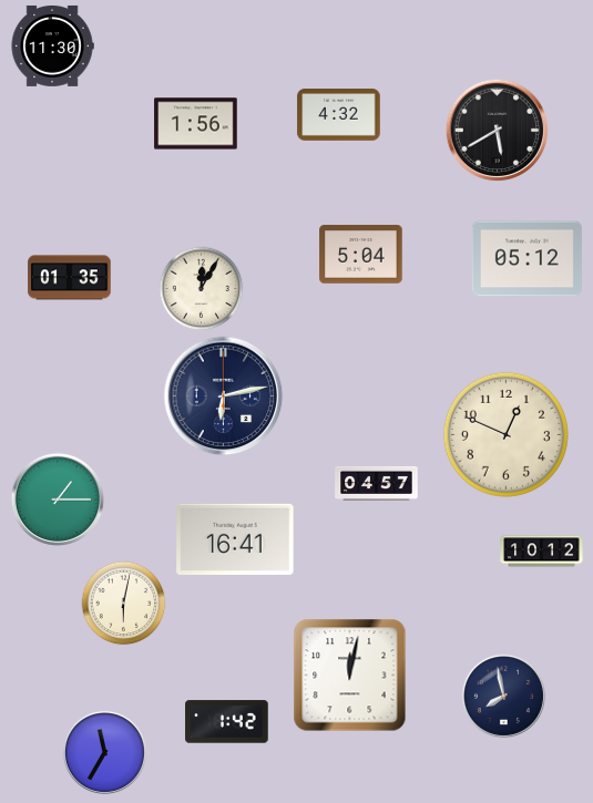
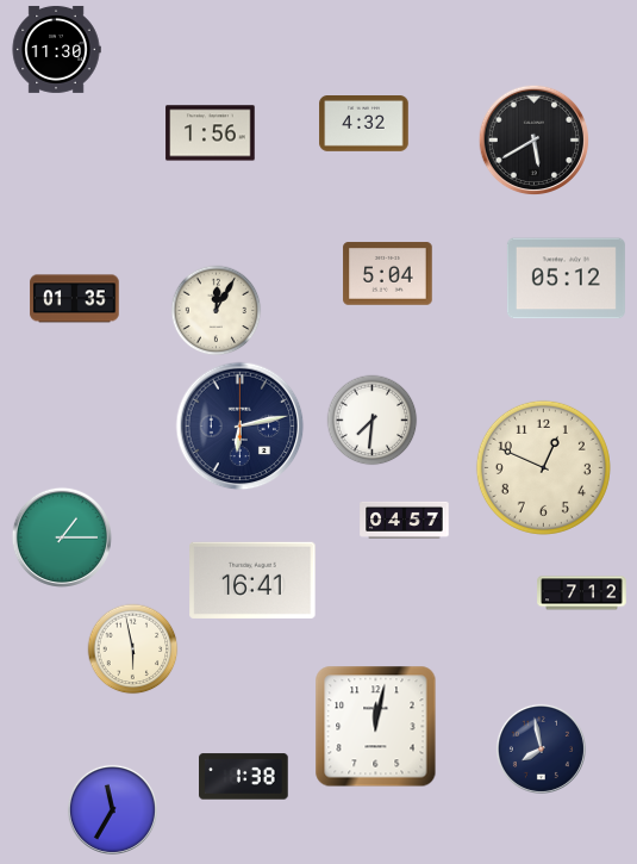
clock at (373, 421): none -> 7:31
clock at (542, 552): 10:12 -> 7:12
clock at (124, 604): 6:02 -> 5:58
clock at (227, 722): 1:42 -> 1:38
